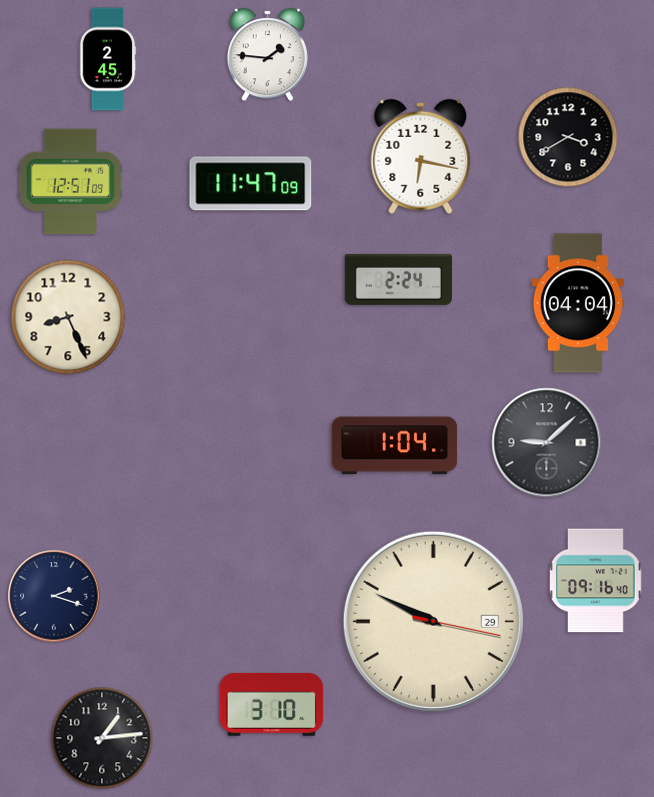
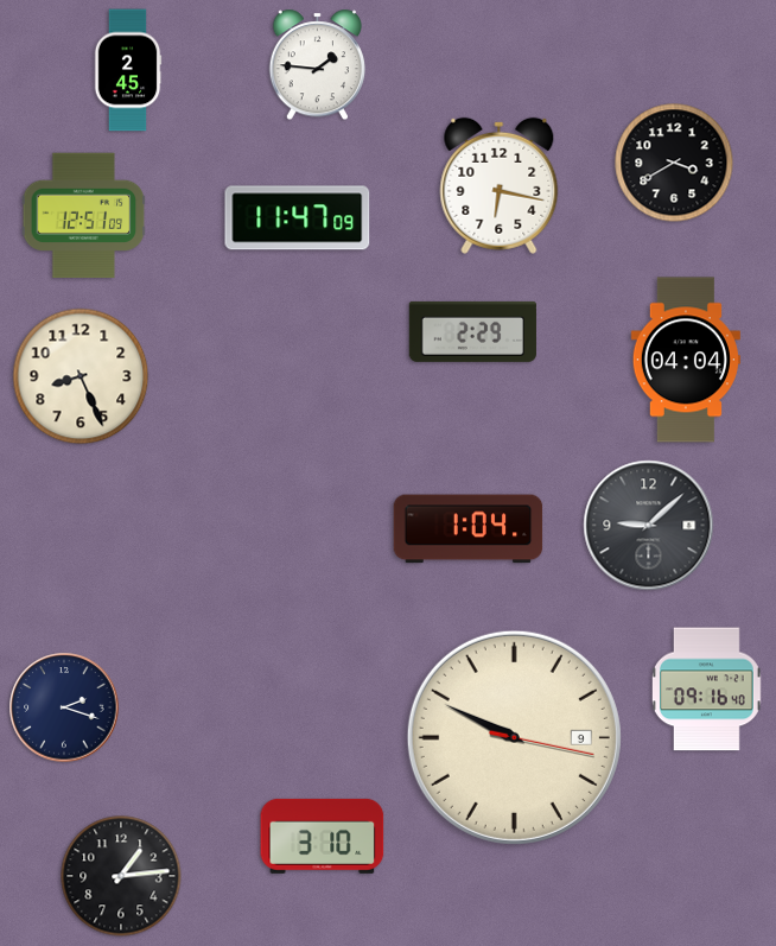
clock at (398, 279): 2:24 -> 2:29
clock at (433, 621) date: 29 -> 9
